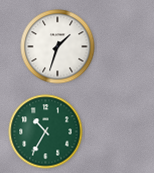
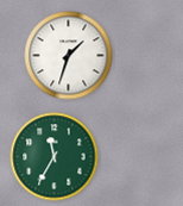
clock at (46, 132): 10:35 -> 11:35
